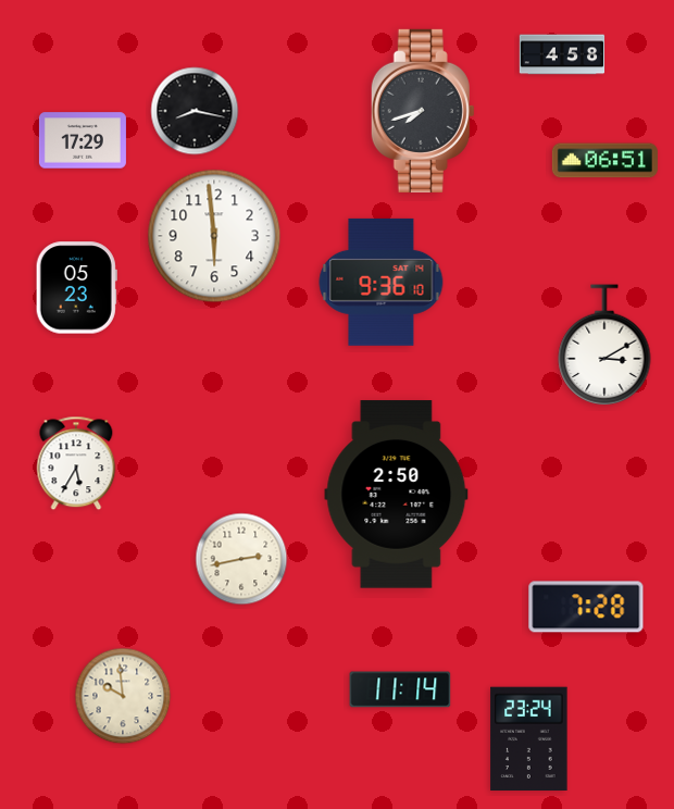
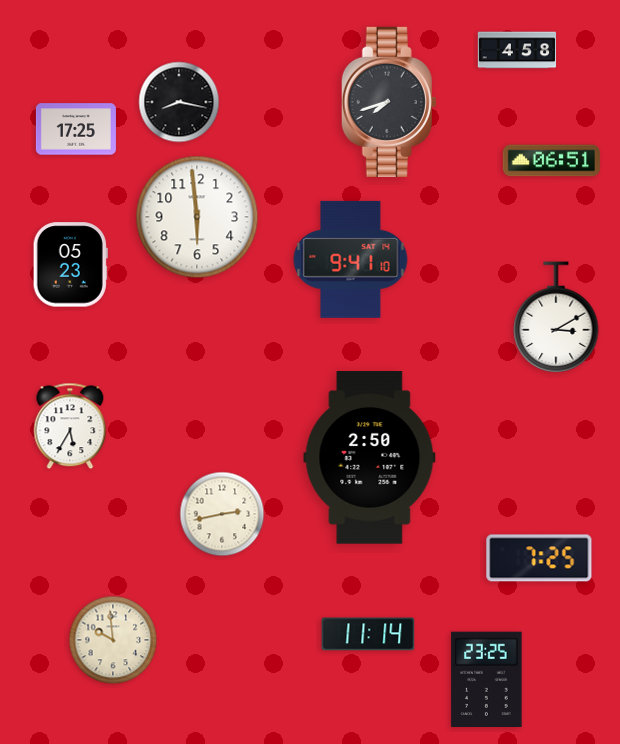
clock at (83, 140): 17:29 -> 17:25
clock at (604, 161) position: (604, 161) -> (551, 161)
clock at (382, 282): 9:36 -> 9:41
clock at (397, 495) position: (397, 495) -> (370, 458)
clock at (586, 607): 7:28 -> 7:25
clock at (529, 738): 23:24 -> 23:25
